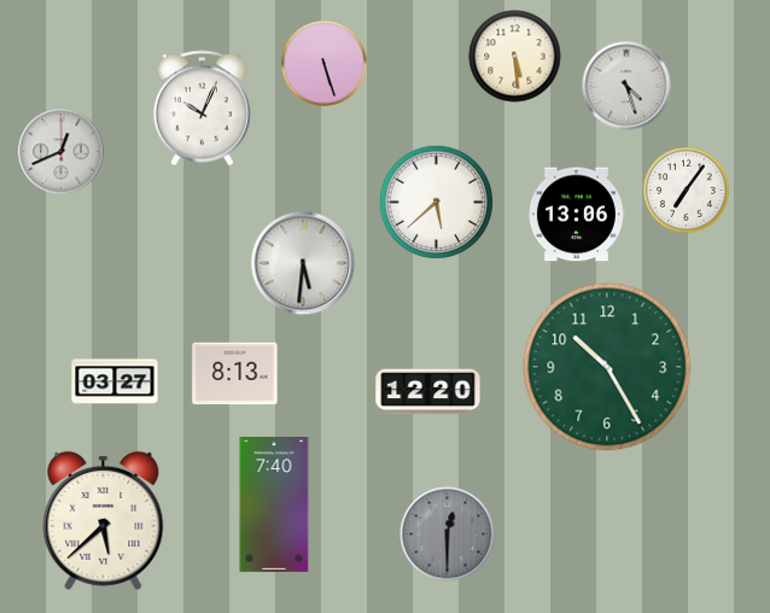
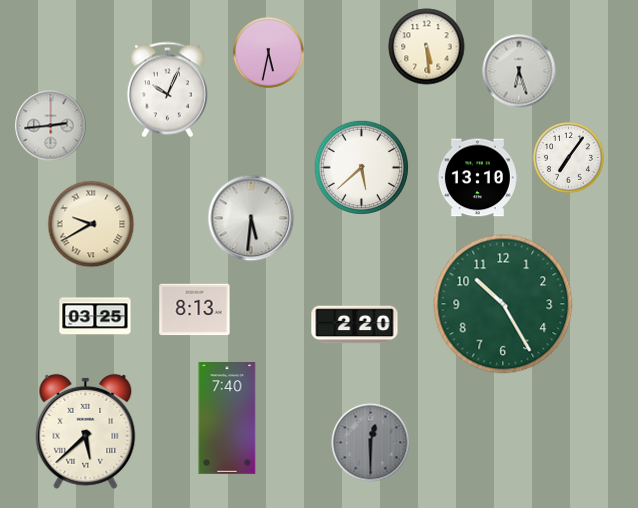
clock at (325, 64): 5:27 -> 5:32
clock at (626, 86): 4:27 -> 6:27
clock at (62, 152): 12:41 -> 2:44
clock at (576, 215): 13:06 -> 13:10
clock at (91, 224): none -> 9:40
clock at (115, 381): 03:27 -> 03:25
clock at (428, 392): 12:20 -> 2:20
